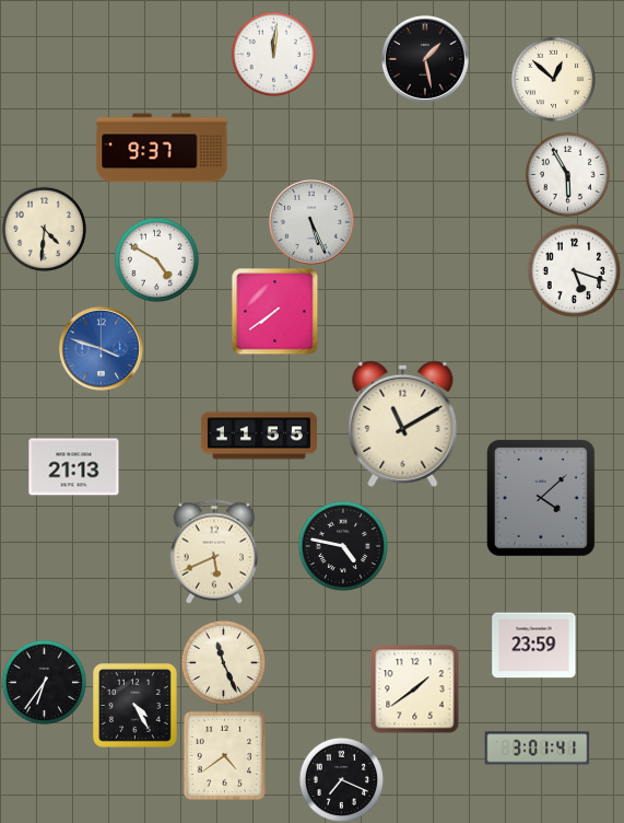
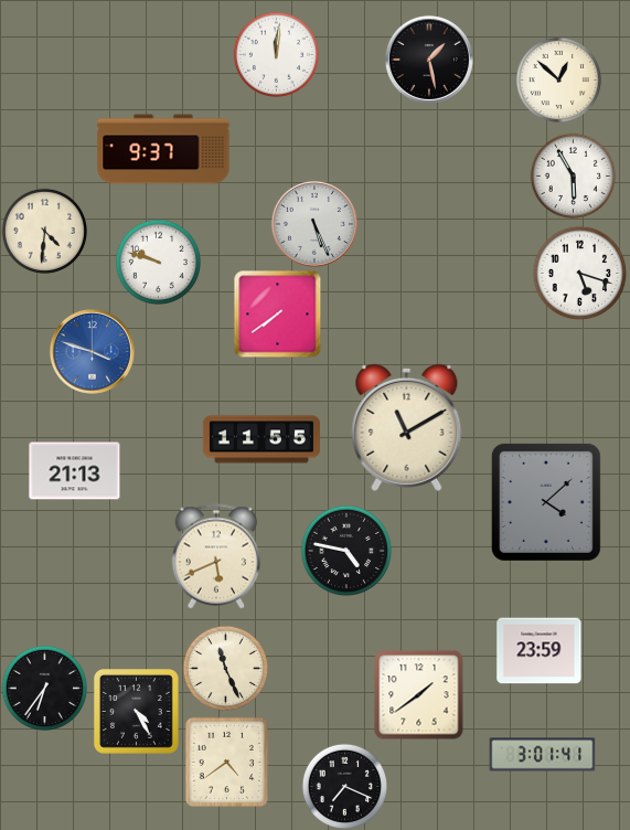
clock at (156, 259): 4:50 -> 9:48
clock at (101, 348) position: (101, 348) -> (92, 351)
